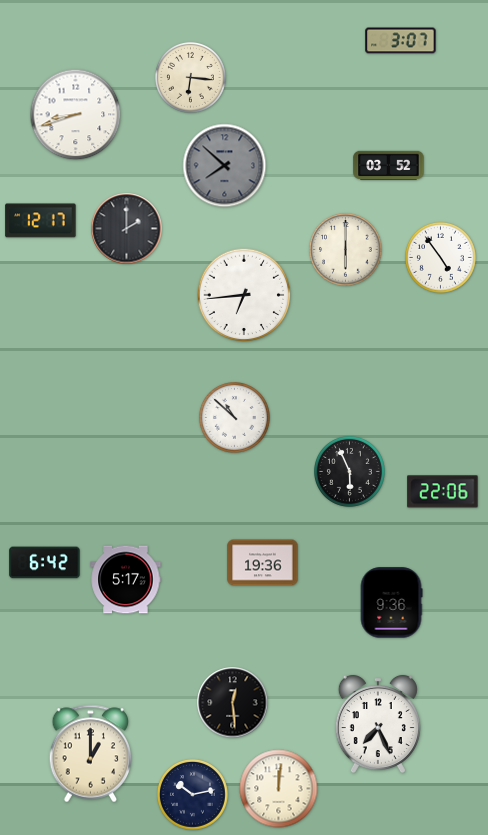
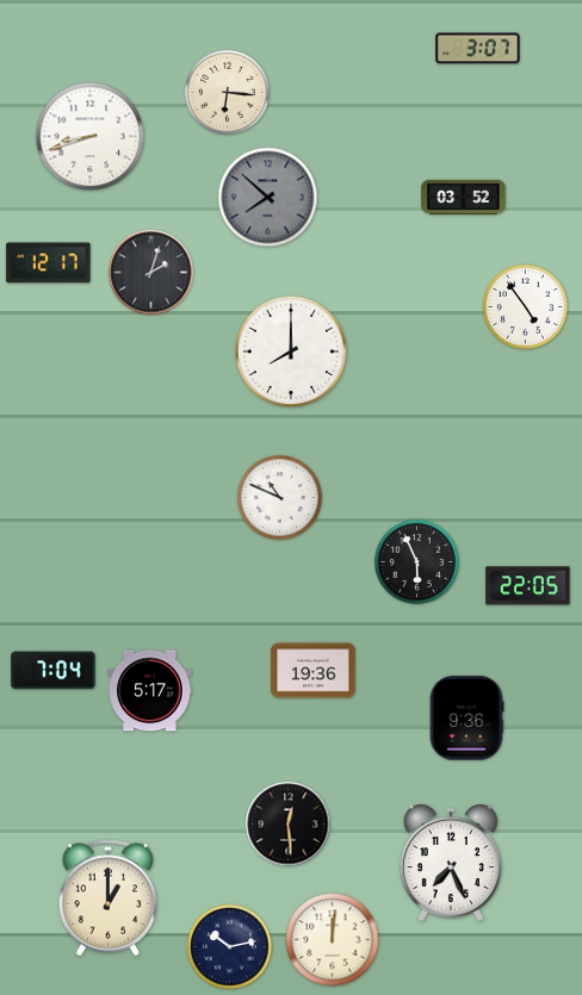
clock at (127, 229): 2:00 -> 2:03
clock at (346, 250): 6:00 -> none
clock at (244, 295): 6:44 -> 8:00
clock at (234, 417): 10:52 -> 10:49
clock at (443, 492): 22:06 -> 22:05
clock at (45, 563): 6:42 -> 7:04
clock at (233, 703) position: (233, 703) -> (289, 825)
